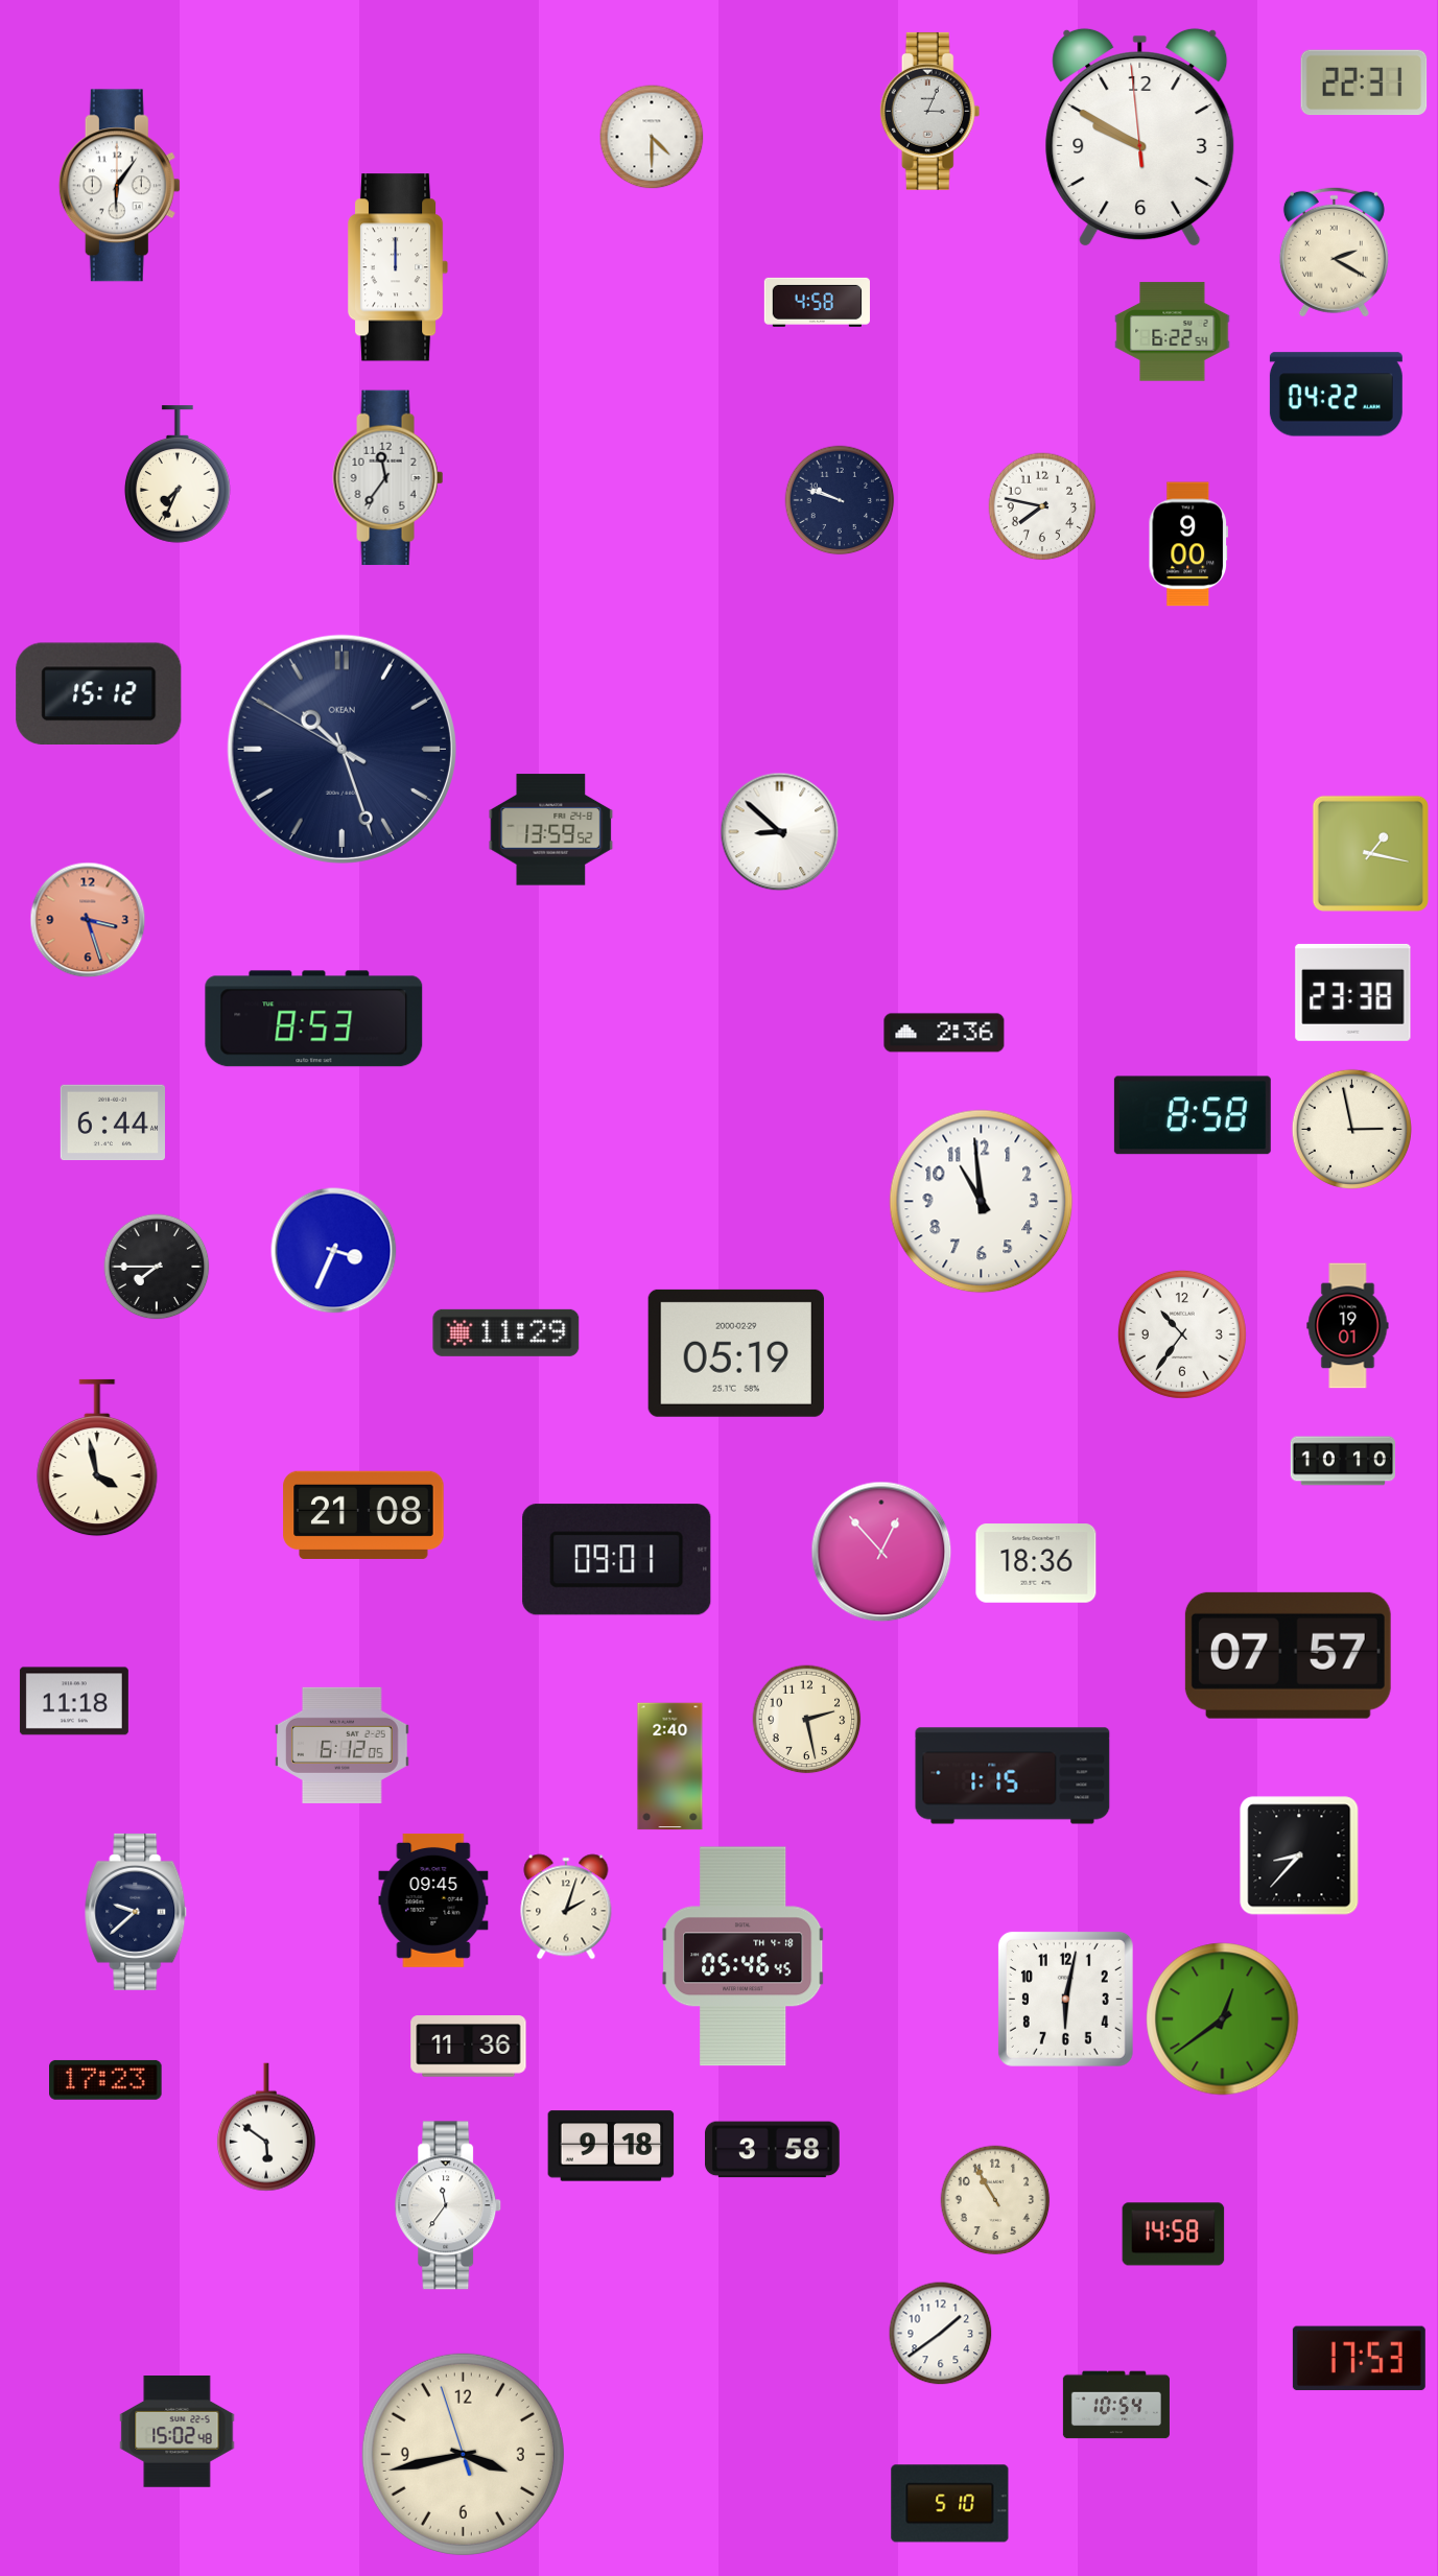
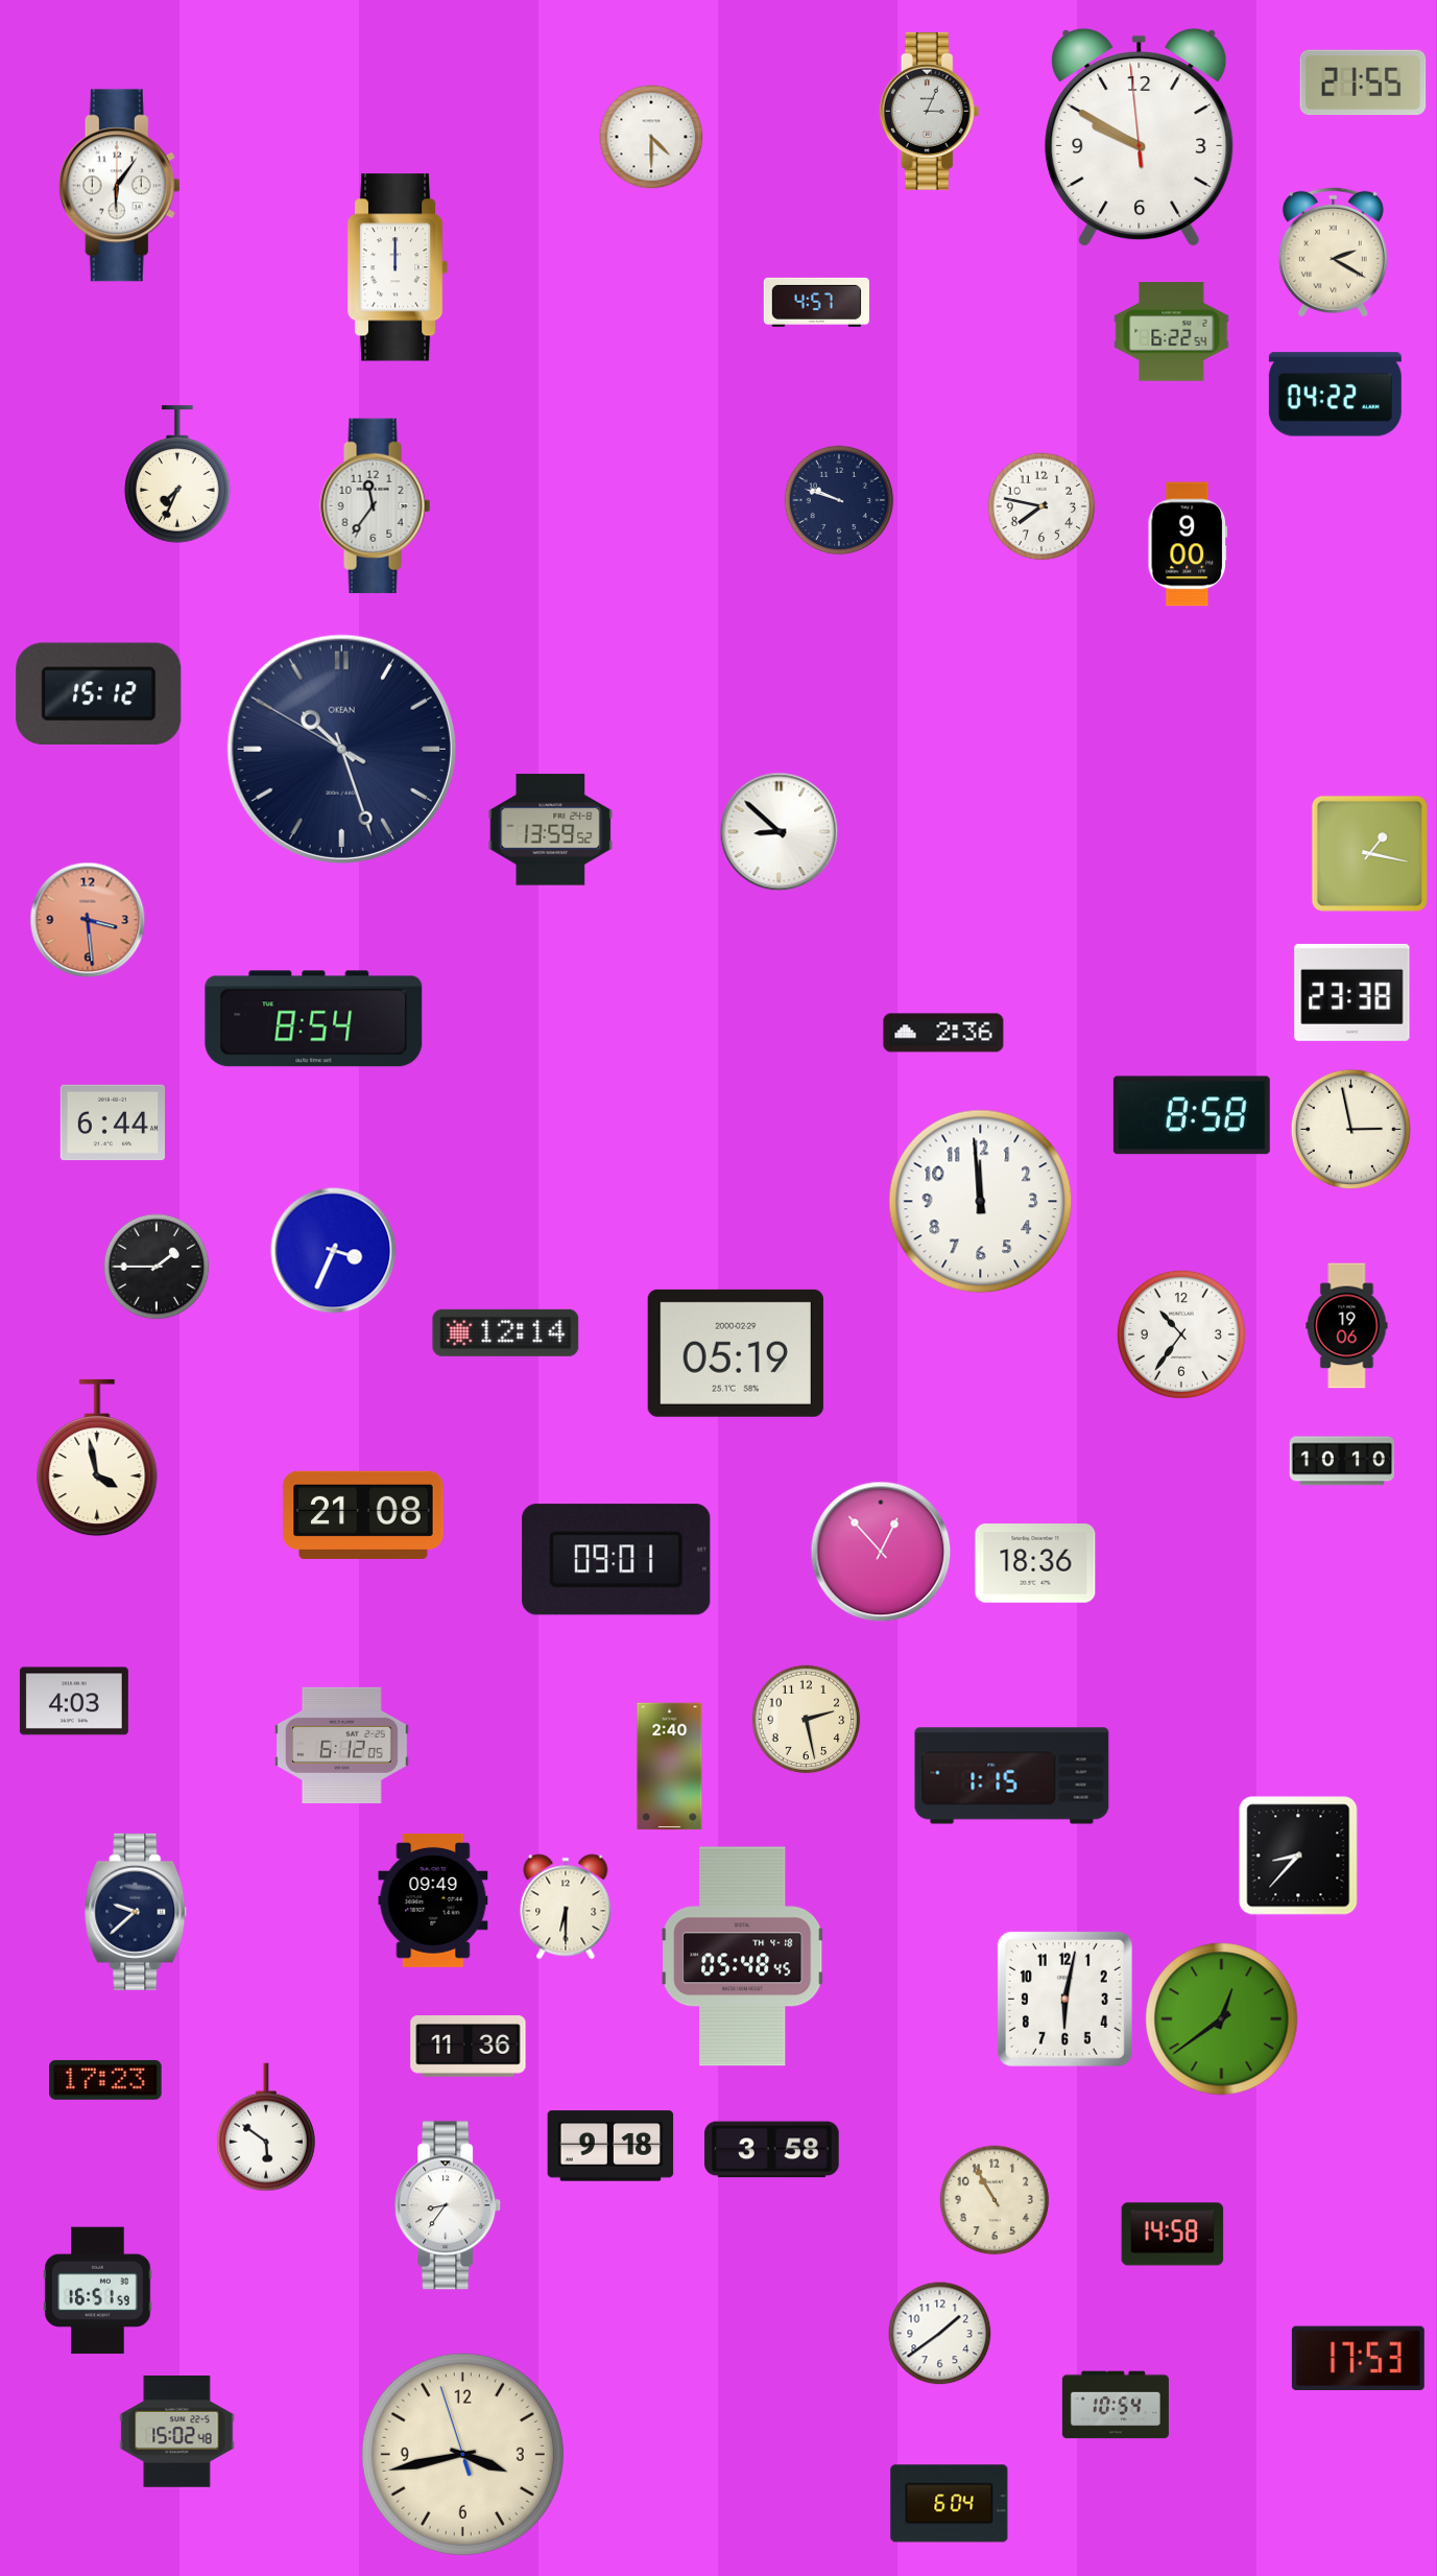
clock at (1364, 82): 22:31 -> 21:55
clock at (817, 302): 4:58 -> 4:57
clock at (388, 478) position: (388, 478) -> (376, 506)
clock at (88, 920): 3:27 -> 3:29
clock at (314, 1019): 8:53 -> 8:54
clock at (982, 1202): 10:59 -> 11:59
clock at (157, 1267): 7:45 -> 1:45
clock at (1348, 1326): 19:01 -> 19:06
clock at (506, 1332): 11:29 -> 12:14
clock at (1288, 1655): 07:57 -> none
clock at (74, 1701): 11:18 -> 4:03
clock at (433, 1900): 09:45 -> 09:49
clock at (566, 1907): 2:03 -> 6:30
clock at (744, 1957): 05:46 -> 05:48
clock at (449, 2205): 11:36 -> 8:36
clock at (98, 2291): none -> 16:51
clock at (950, 2504): 5:10 -> 6:04
